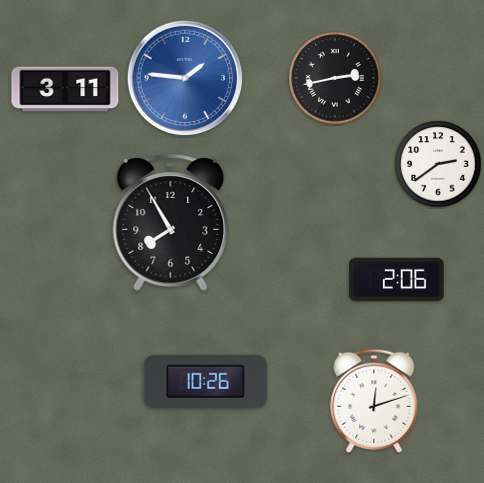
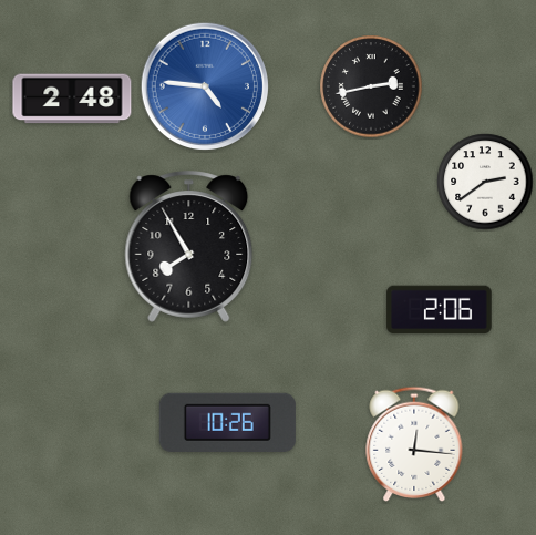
clock at (184, 77): 1:46 -> 4:46
clock at (65, 89): 3:11 -> 2:48
clock at (374, 400): 12:12 -> 12:16
